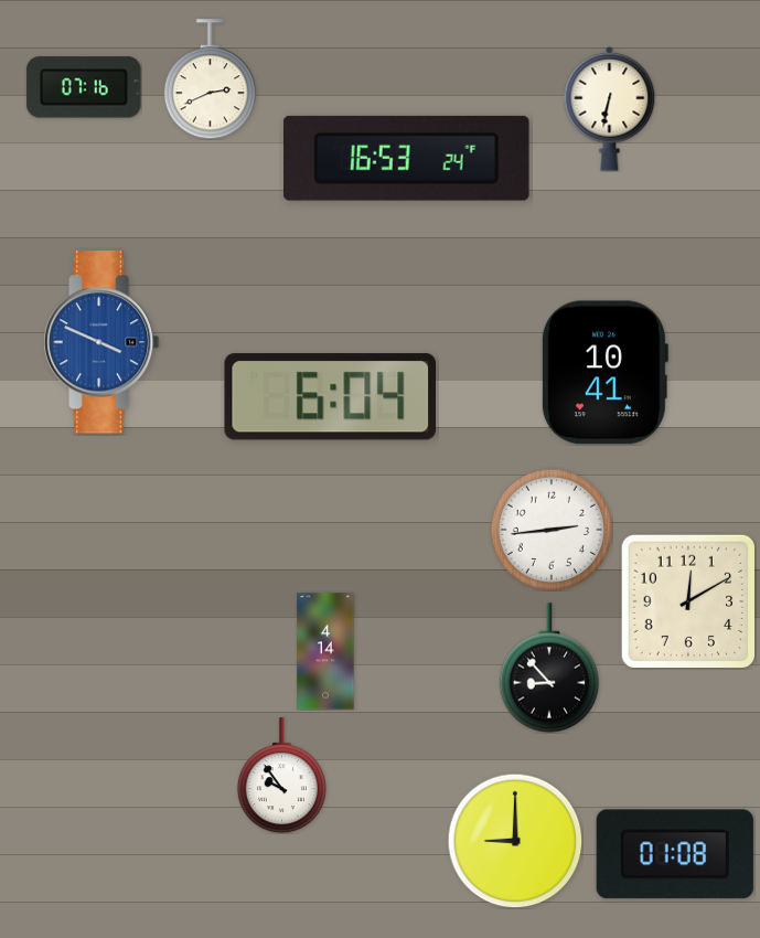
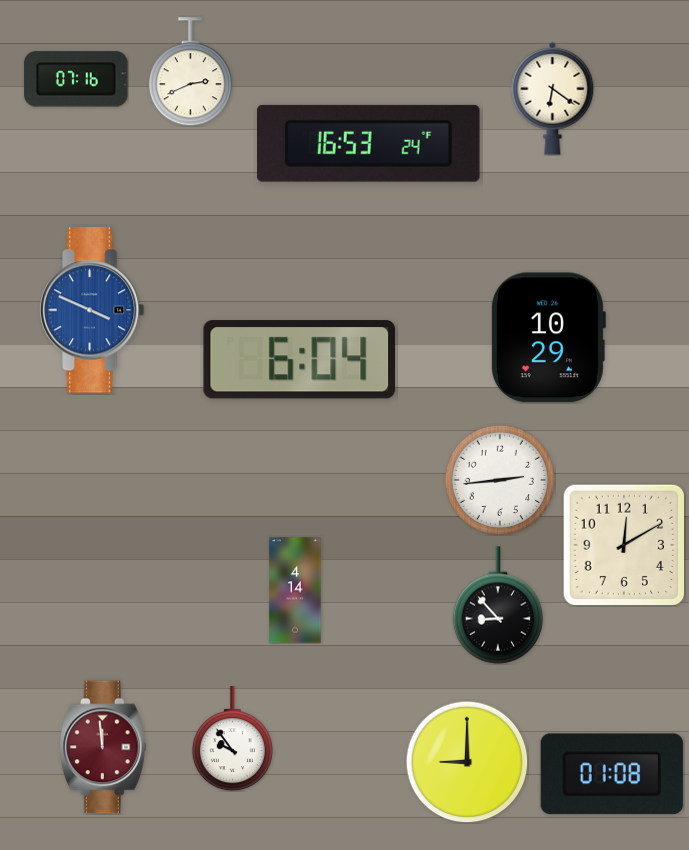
clock at (610, 108): 6:32 -> 6:21
clock at (604, 373): 10:41 -> 10:29
clock at (281, 776) position: (281, 776) -> (232, 739)
clock at (104, 747): none -> 11:59
